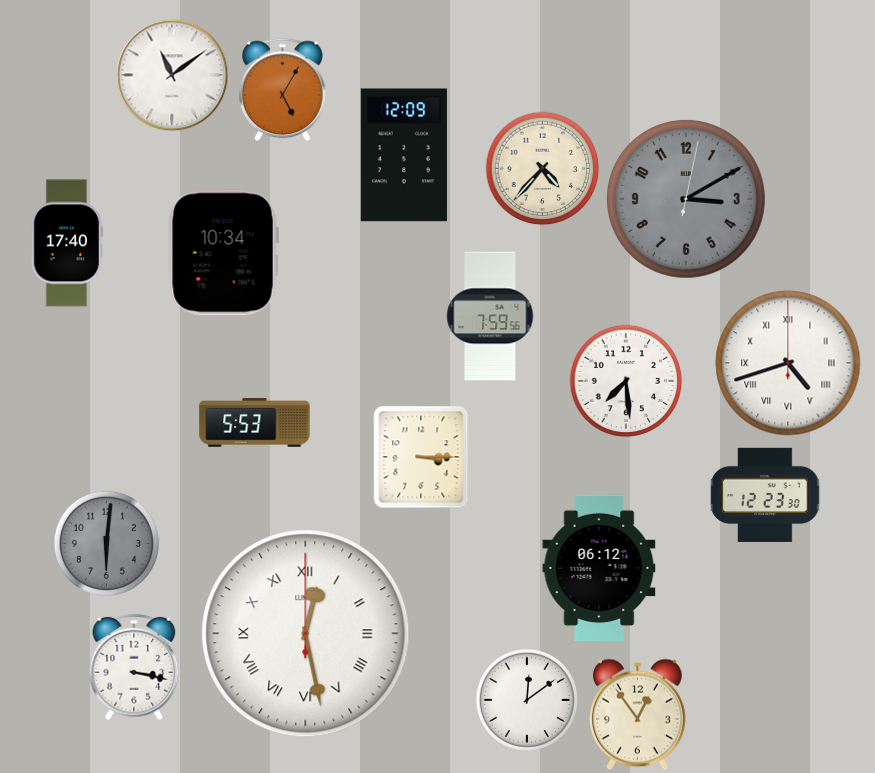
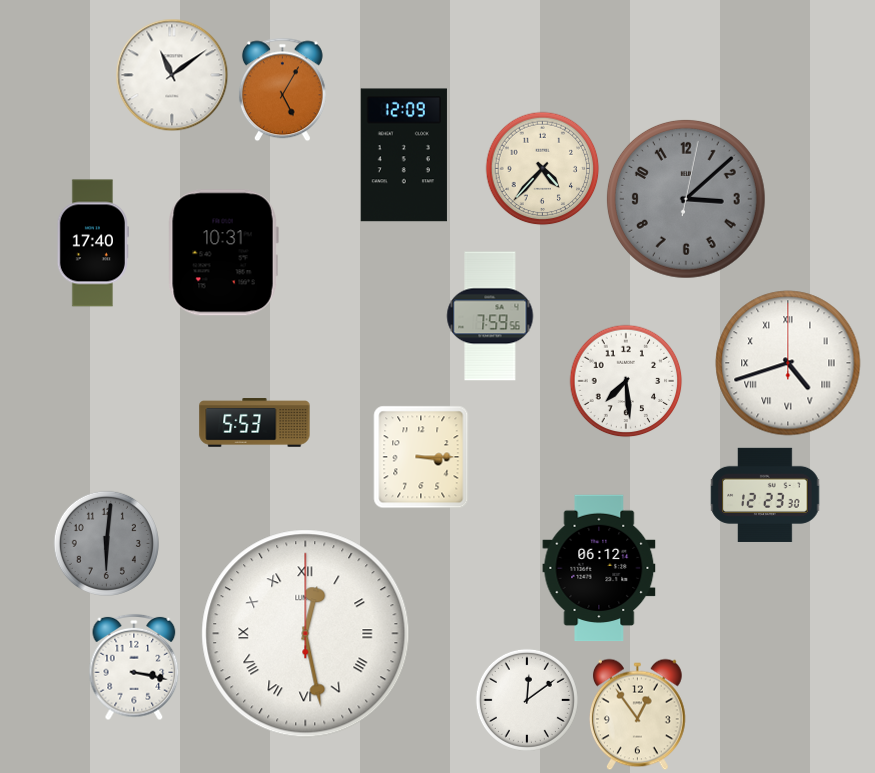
clock at (686, 199): 3:10 -> 3:08
clock at (67, 243) position: (67, 243) -> (93, 243)
clock at (223, 253): 10:34 -> 10:31
